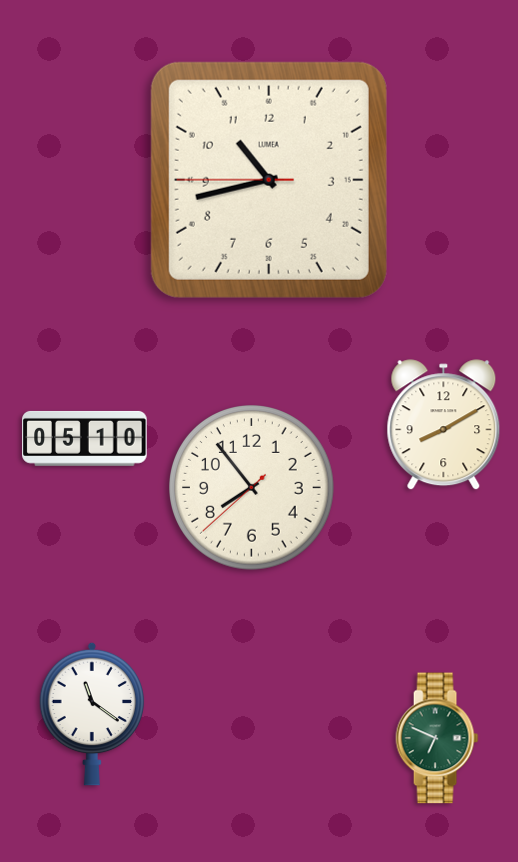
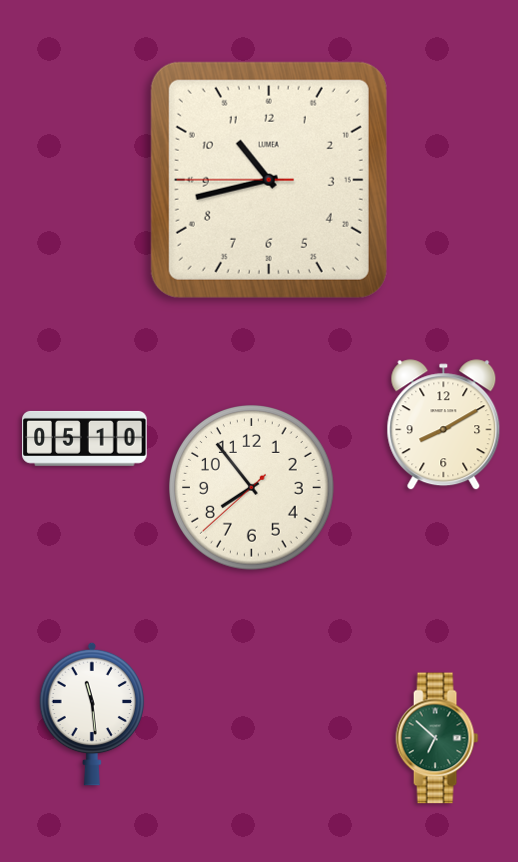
clock at (92, 714): 11:21 -> 11:29
clock at (437, 738): 6:49 -> 6:52
